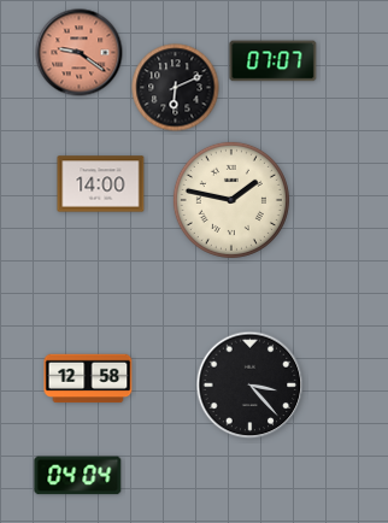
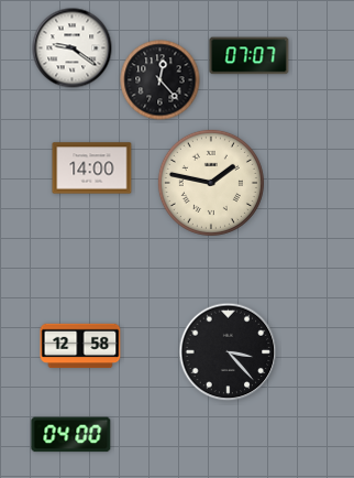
clock at (80, 53) dial: salmon -> white
clock at (176, 88): 6:11 -> 12:23
clock at (78, 476): 04:04 -> 04:00
